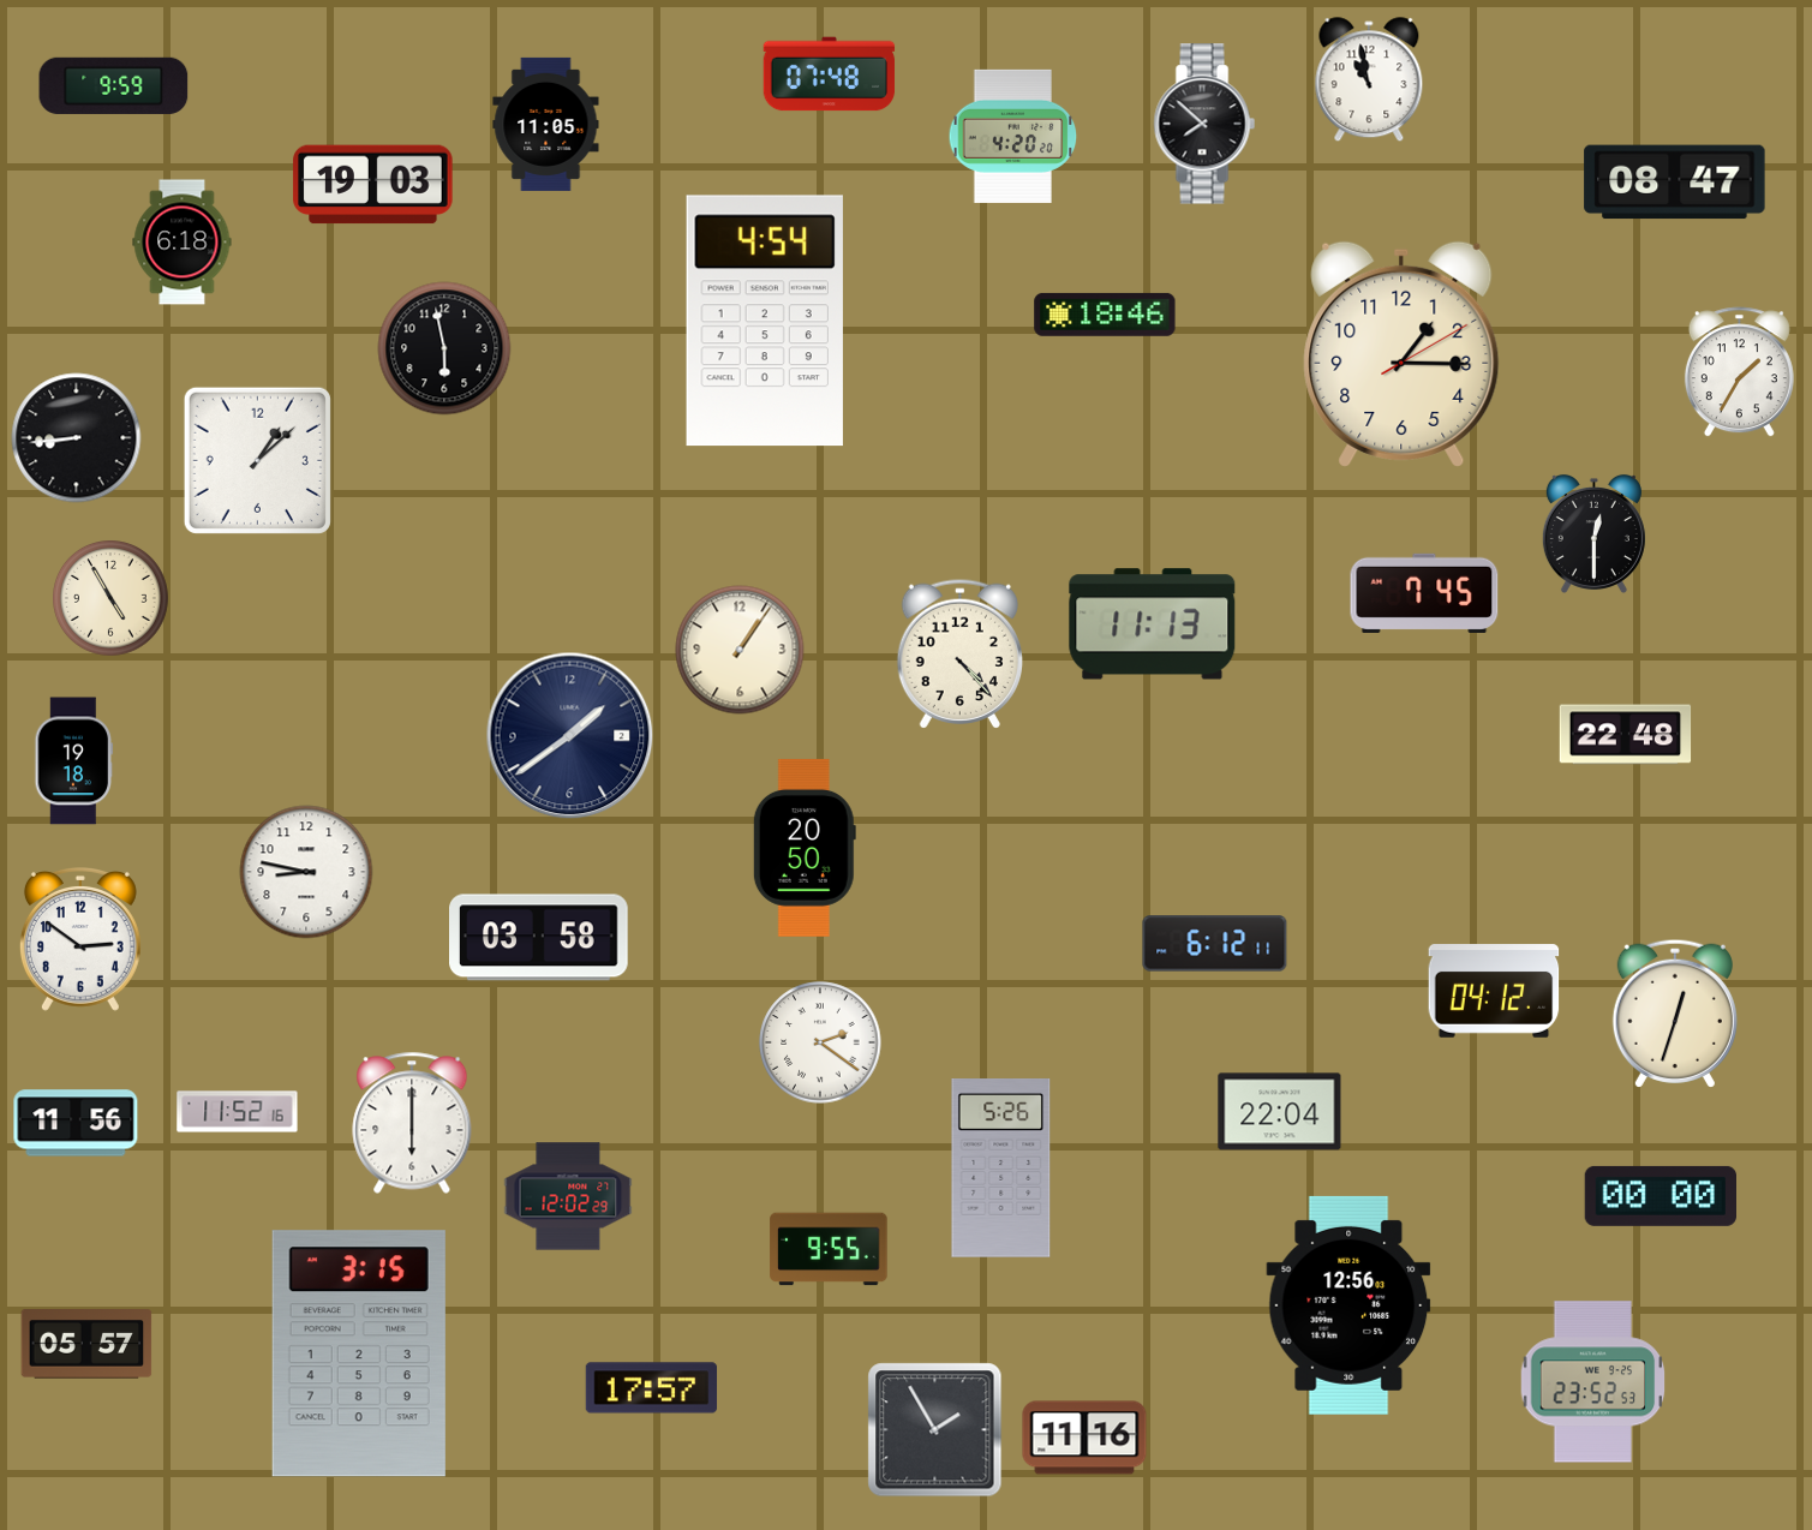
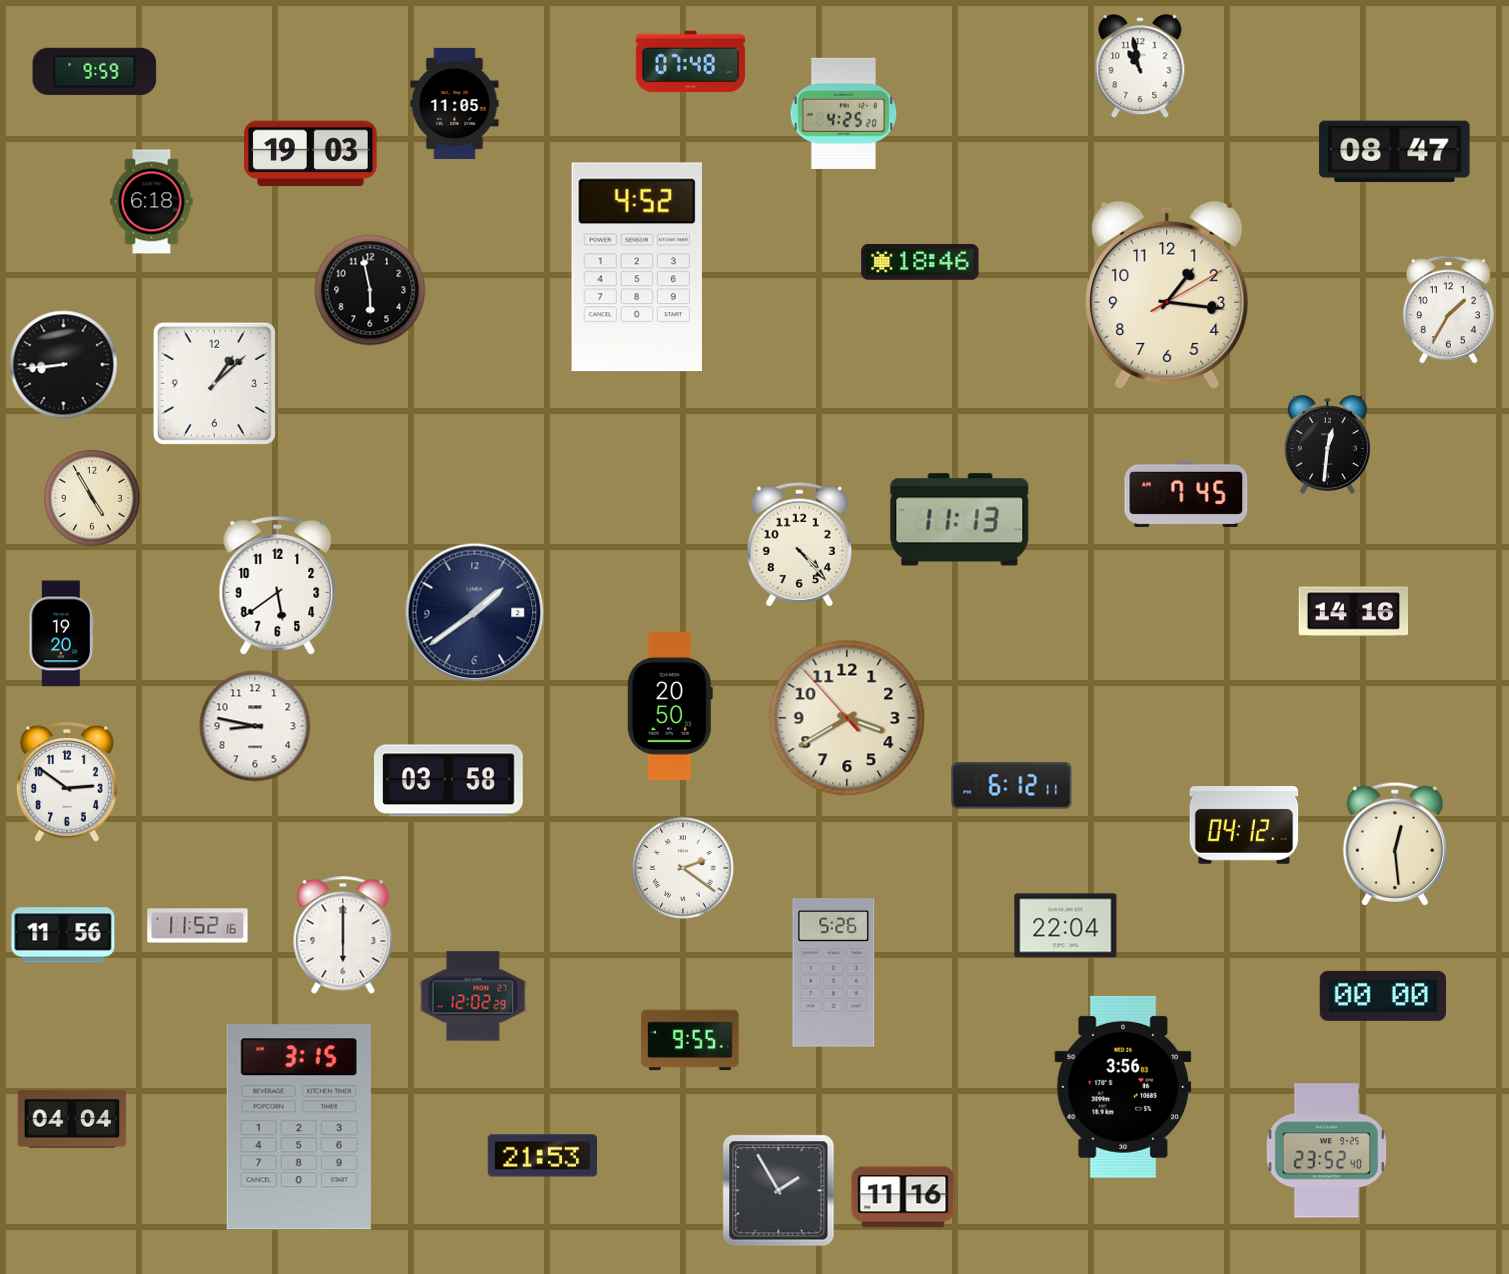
clock at (1204, 124): 7:52 -> none
clock at (1013, 136): 4:20 -> 4:25
clock at (765, 321): 4:54 -> 4:52
clock at (1401, 354): 1:15 -> 1:16
clock at (1593, 533): 12:30 -> 12:31
clock at (740, 650): 1:06 -> none
clock at (278, 586): none -> 5:39
clock at (1626, 735): 22:48 -> 14:16
clock at (74, 761): 19:18 -> 19:20
clock at (847, 718): none -> 3:39
clock at (1675, 1014): 12:33 -> 12:29
clock at (1348, 1305): 12:56 -> 3:56
clock at (86, 1344): 05:57 -> 04:04
clock at (1593, 1382): 23:52:53 -> 23:52:40
clock at (652, 1388): 17:57 -> 21:53
